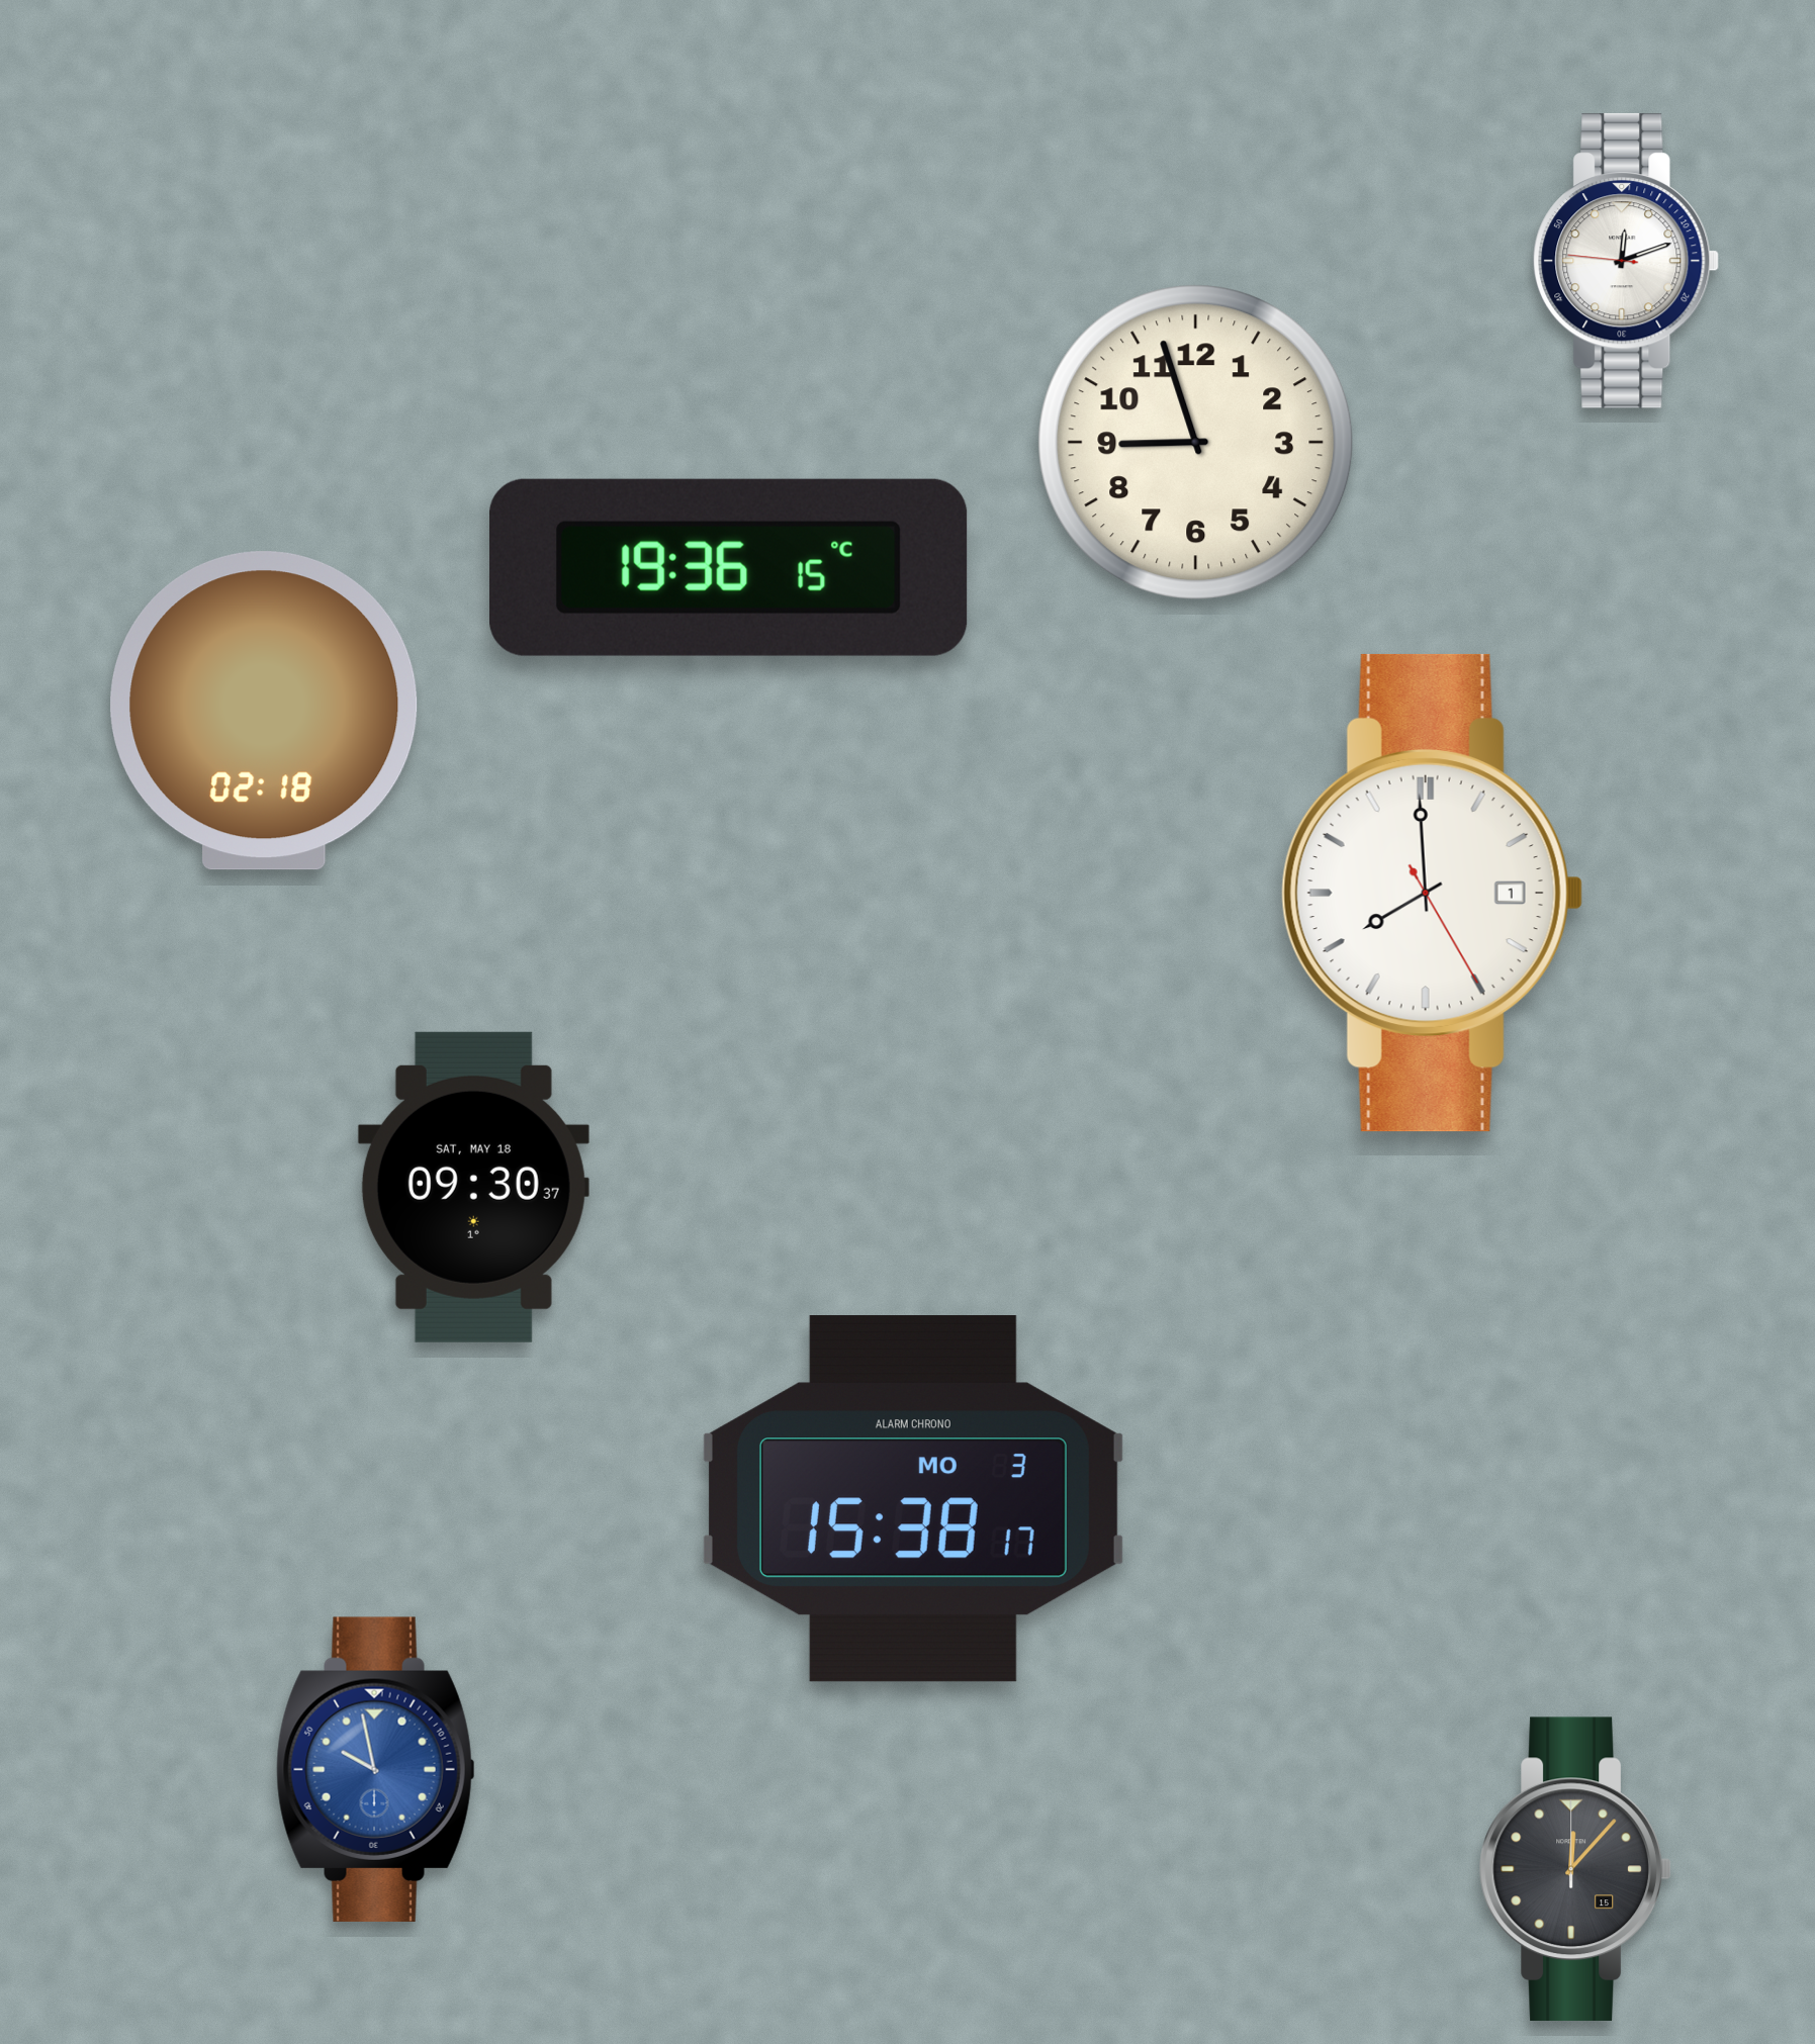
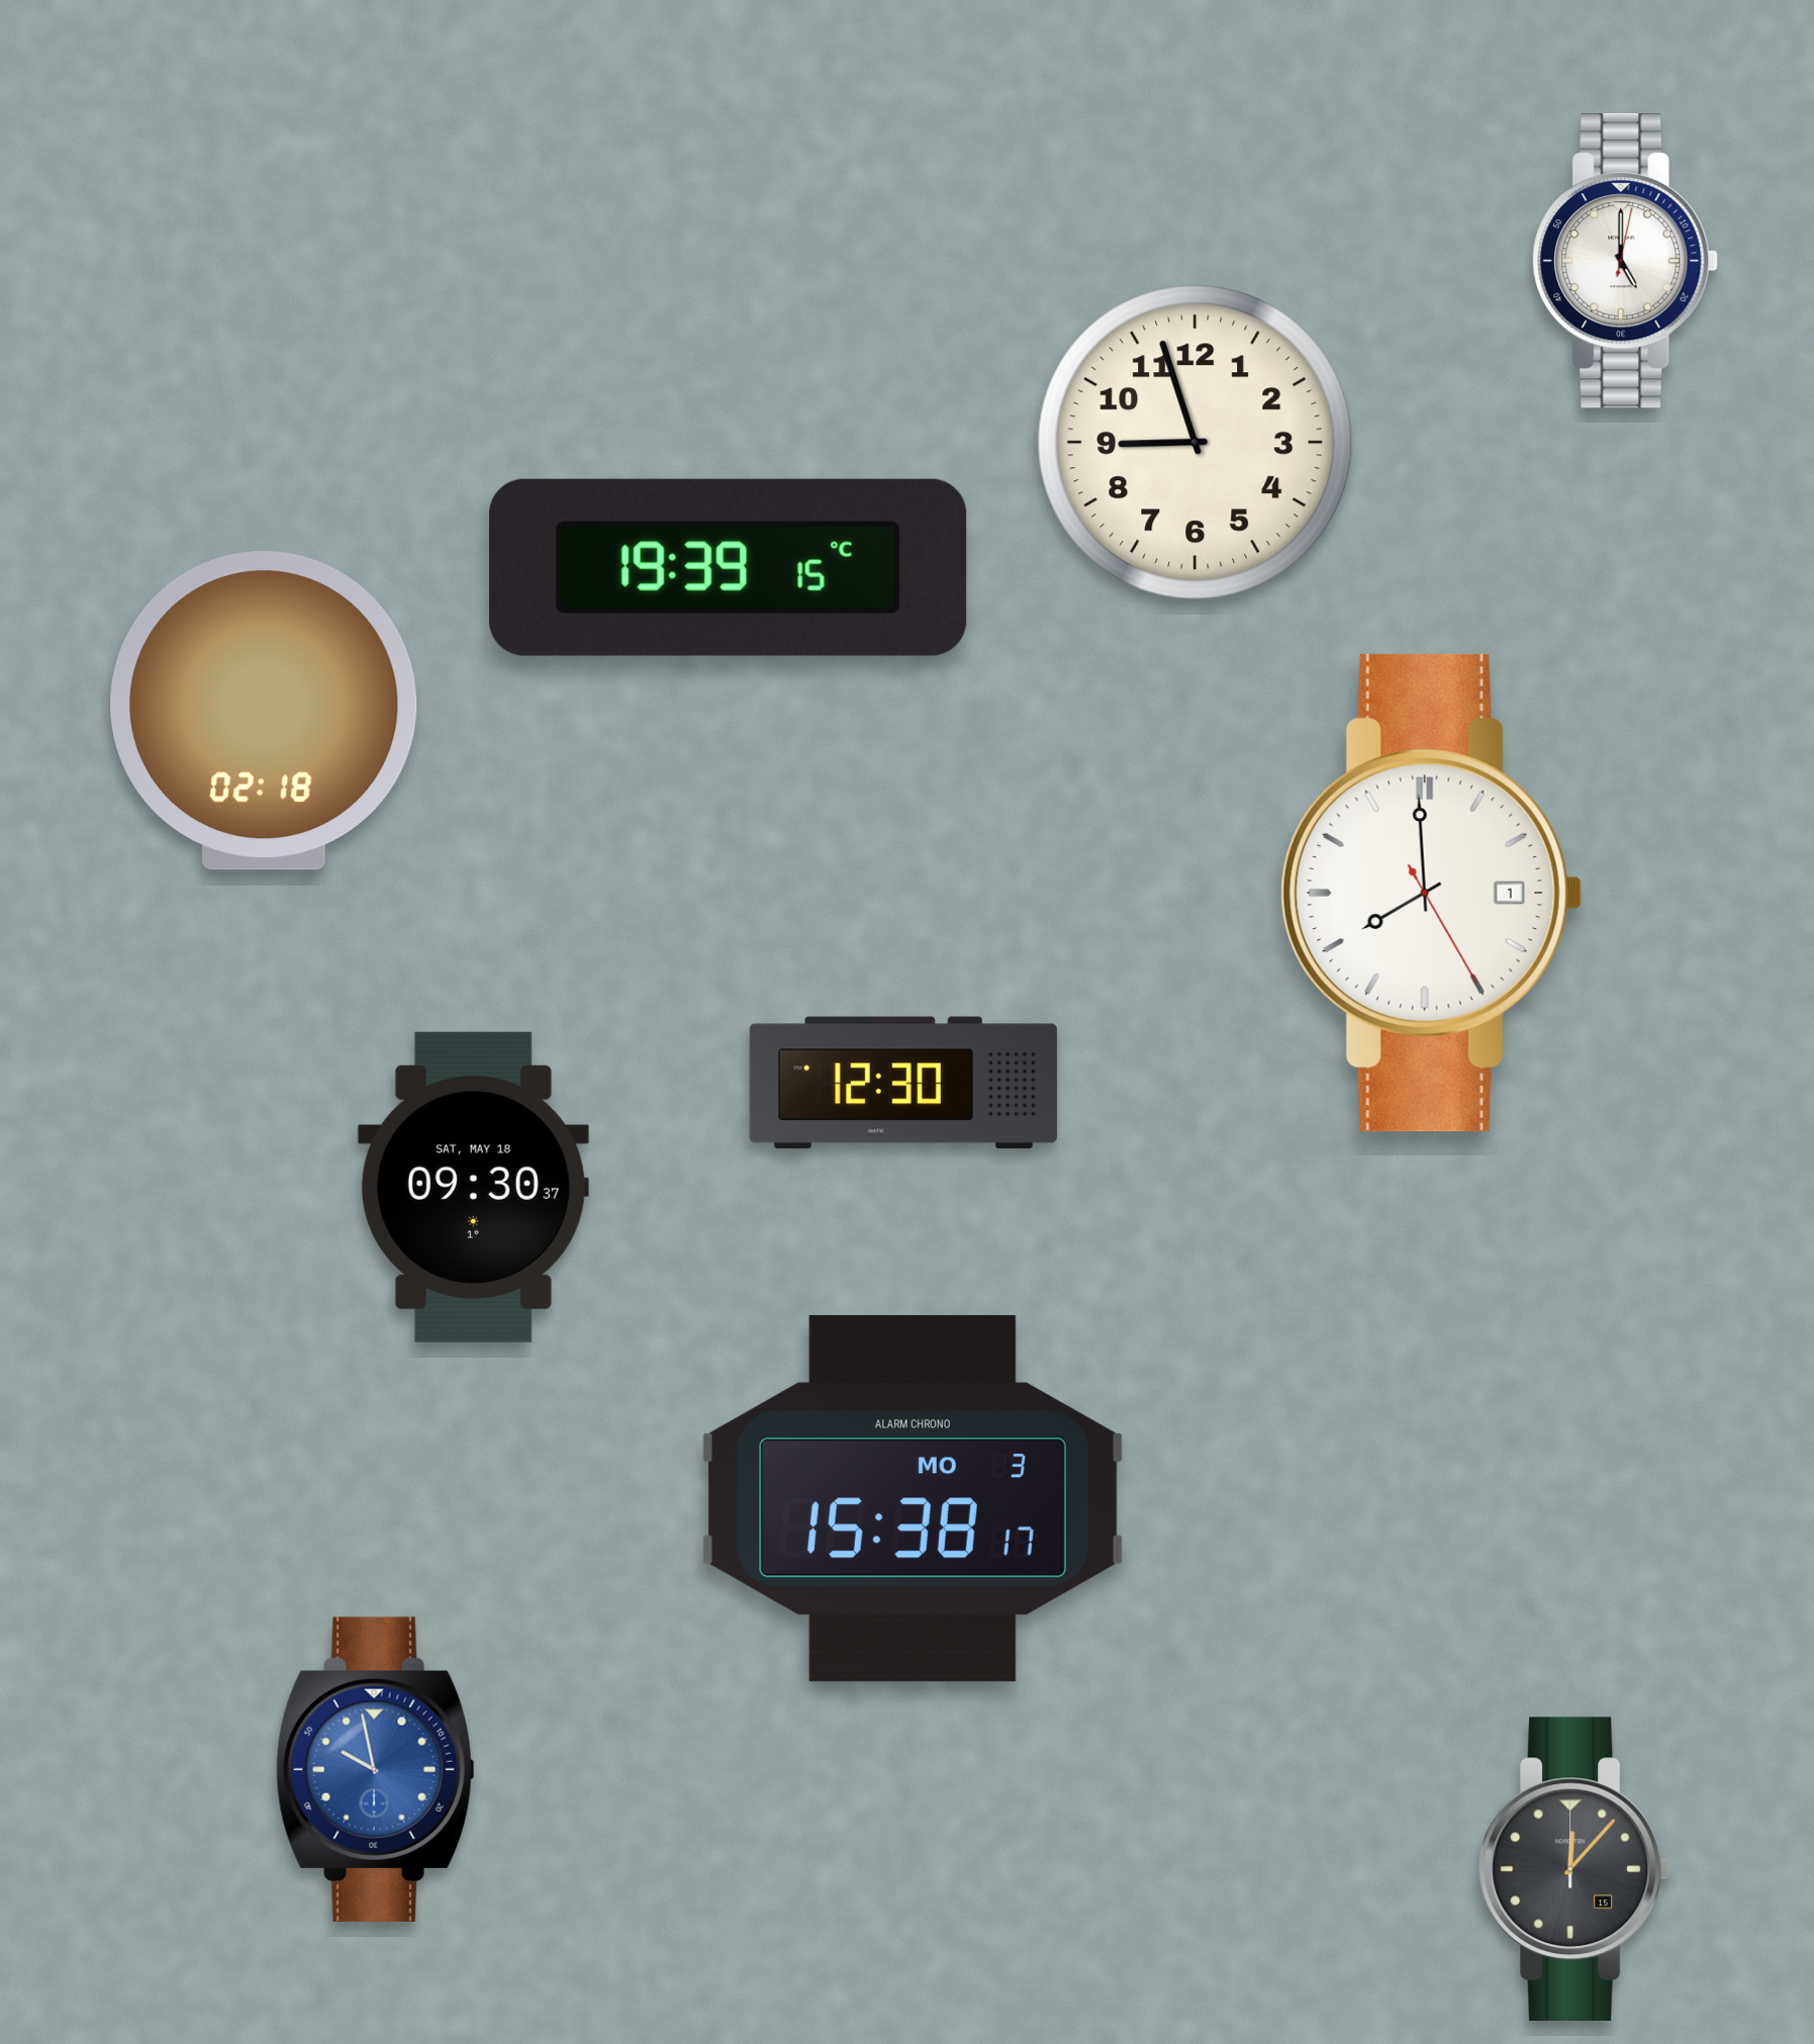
clock at (1626, 261): 12:11 -> 5:00
clock at (729, 567): 19:36 -> 19:39
clock at (903, 1083): none -> 12:30
